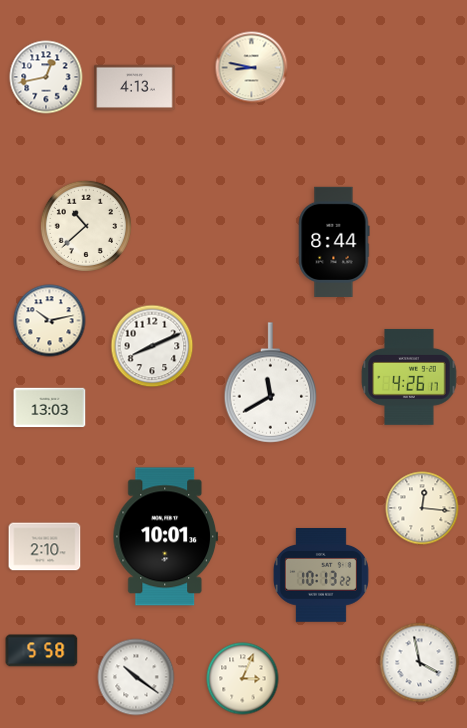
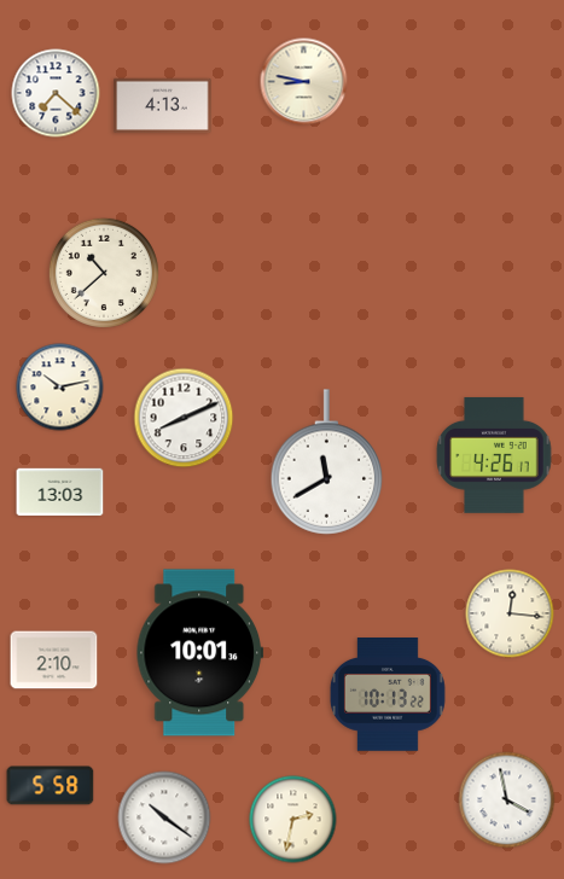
clock at (46, 77): 12:43 -> 7:22
clock at (334, 241): 8:44 -> none
clock at (165, 537) position: (165, 537) -> (199, 653)
clock at (243, 679): 3:04 -> 2:32
